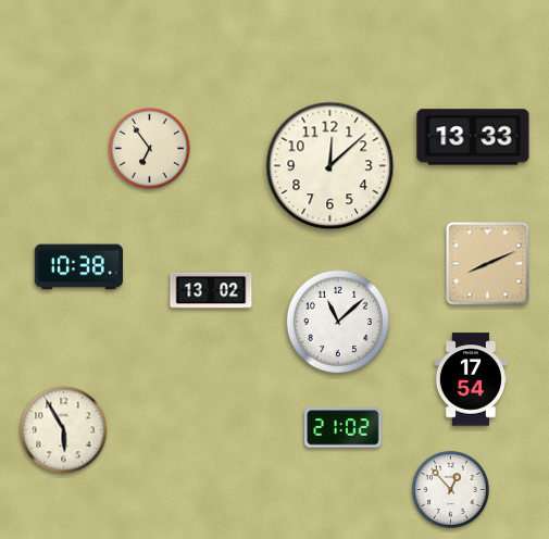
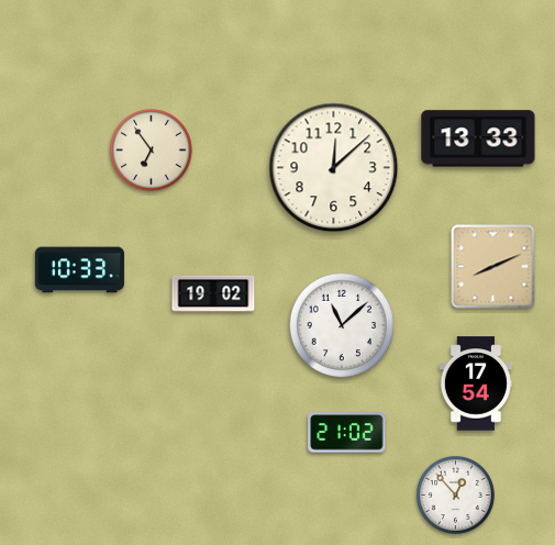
clock at (78, 267): 10:38 -> 10:33
clock at (211, 290): 13:02 -> 19:02
clock at (64, 430): 5:55 -> none
